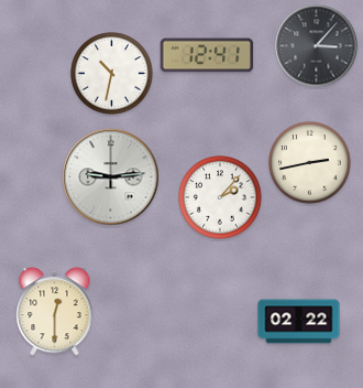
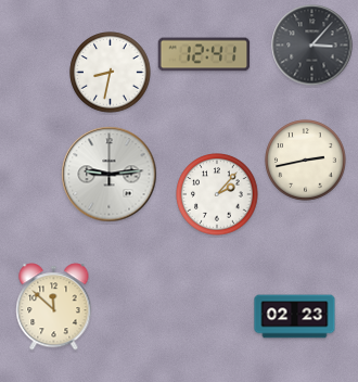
clock at (112, 74): 10:32 -> 8:32
clock at (55, 312): 12:30 -> 11:52
clock at (299, 322): 02:22 -> 02:23
